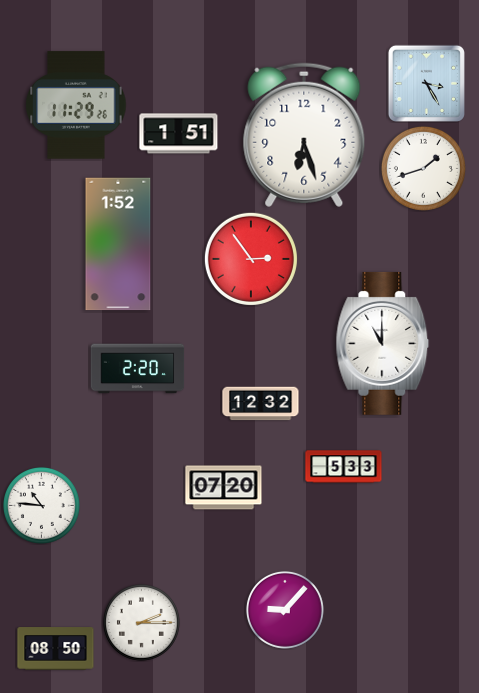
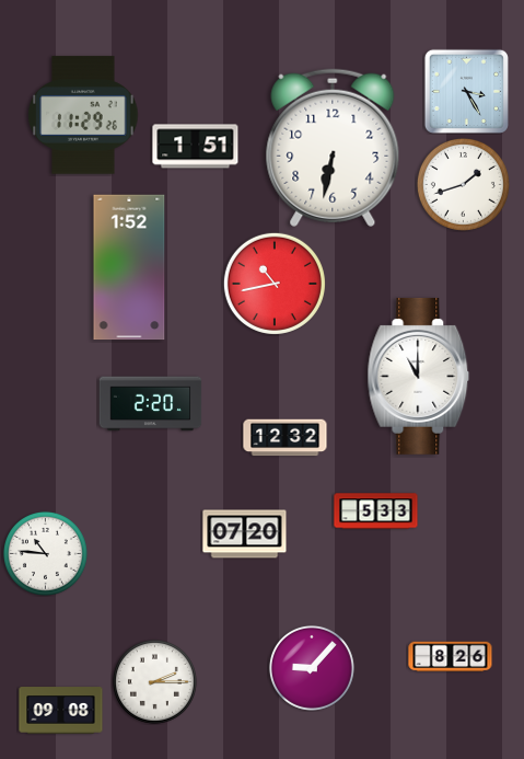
clock at (304, 135): 6:27 -> 6:32
clock at (251, 259): 2:54 -> 10:43
clock at (261, 404) position: (261, 404) -> (286, 438)
clock at (451, 657): none -> 8:26
clock at (56, 649): 08:50 -> 09:08
